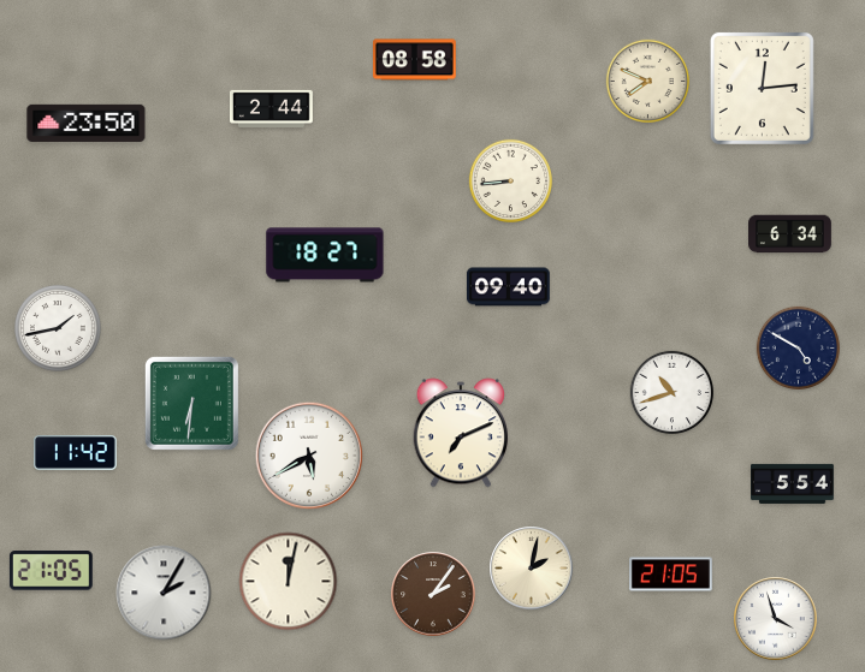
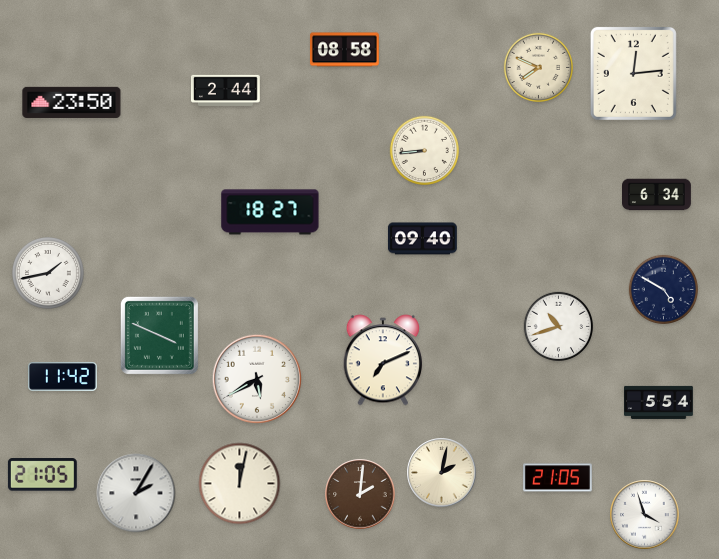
clock at (191, 403): 6:31 -> 3:49
clock at (433, 594): 2:06 -> 2:01
